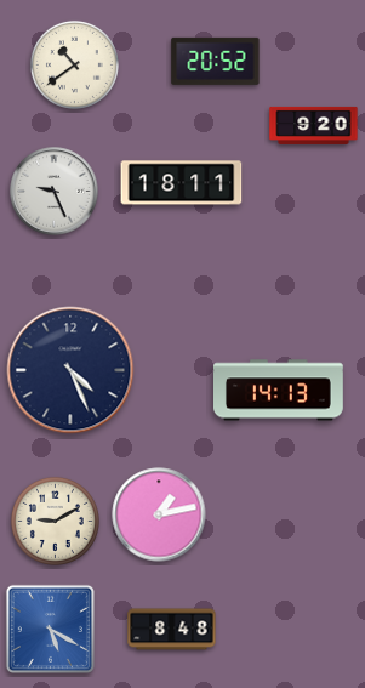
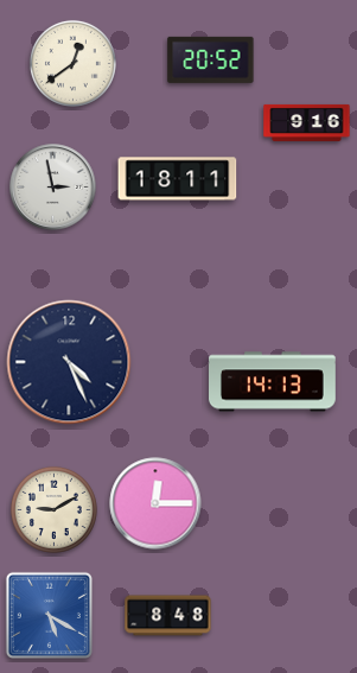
clock at (74, 64): 10:39 -> 12:39
clock at (314, 125): 9:20 -> 9:16
clock at (55, 192): 9:26 -> 2:58
clock at (159, 514): 1:13 -> 12:15
